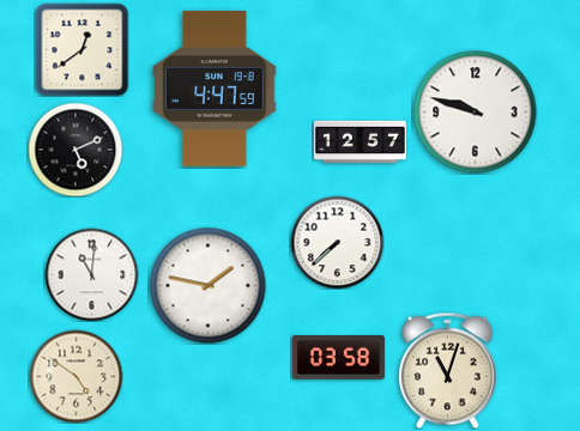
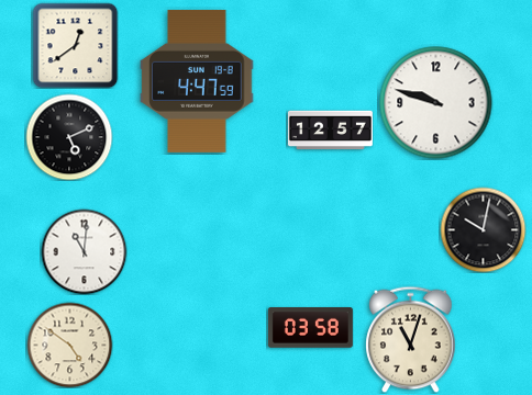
clock at (337, 242): 7:38 -> none
clock at (483, 229): none -> 10:02
clock at (207, 285): 1:47 -> none
